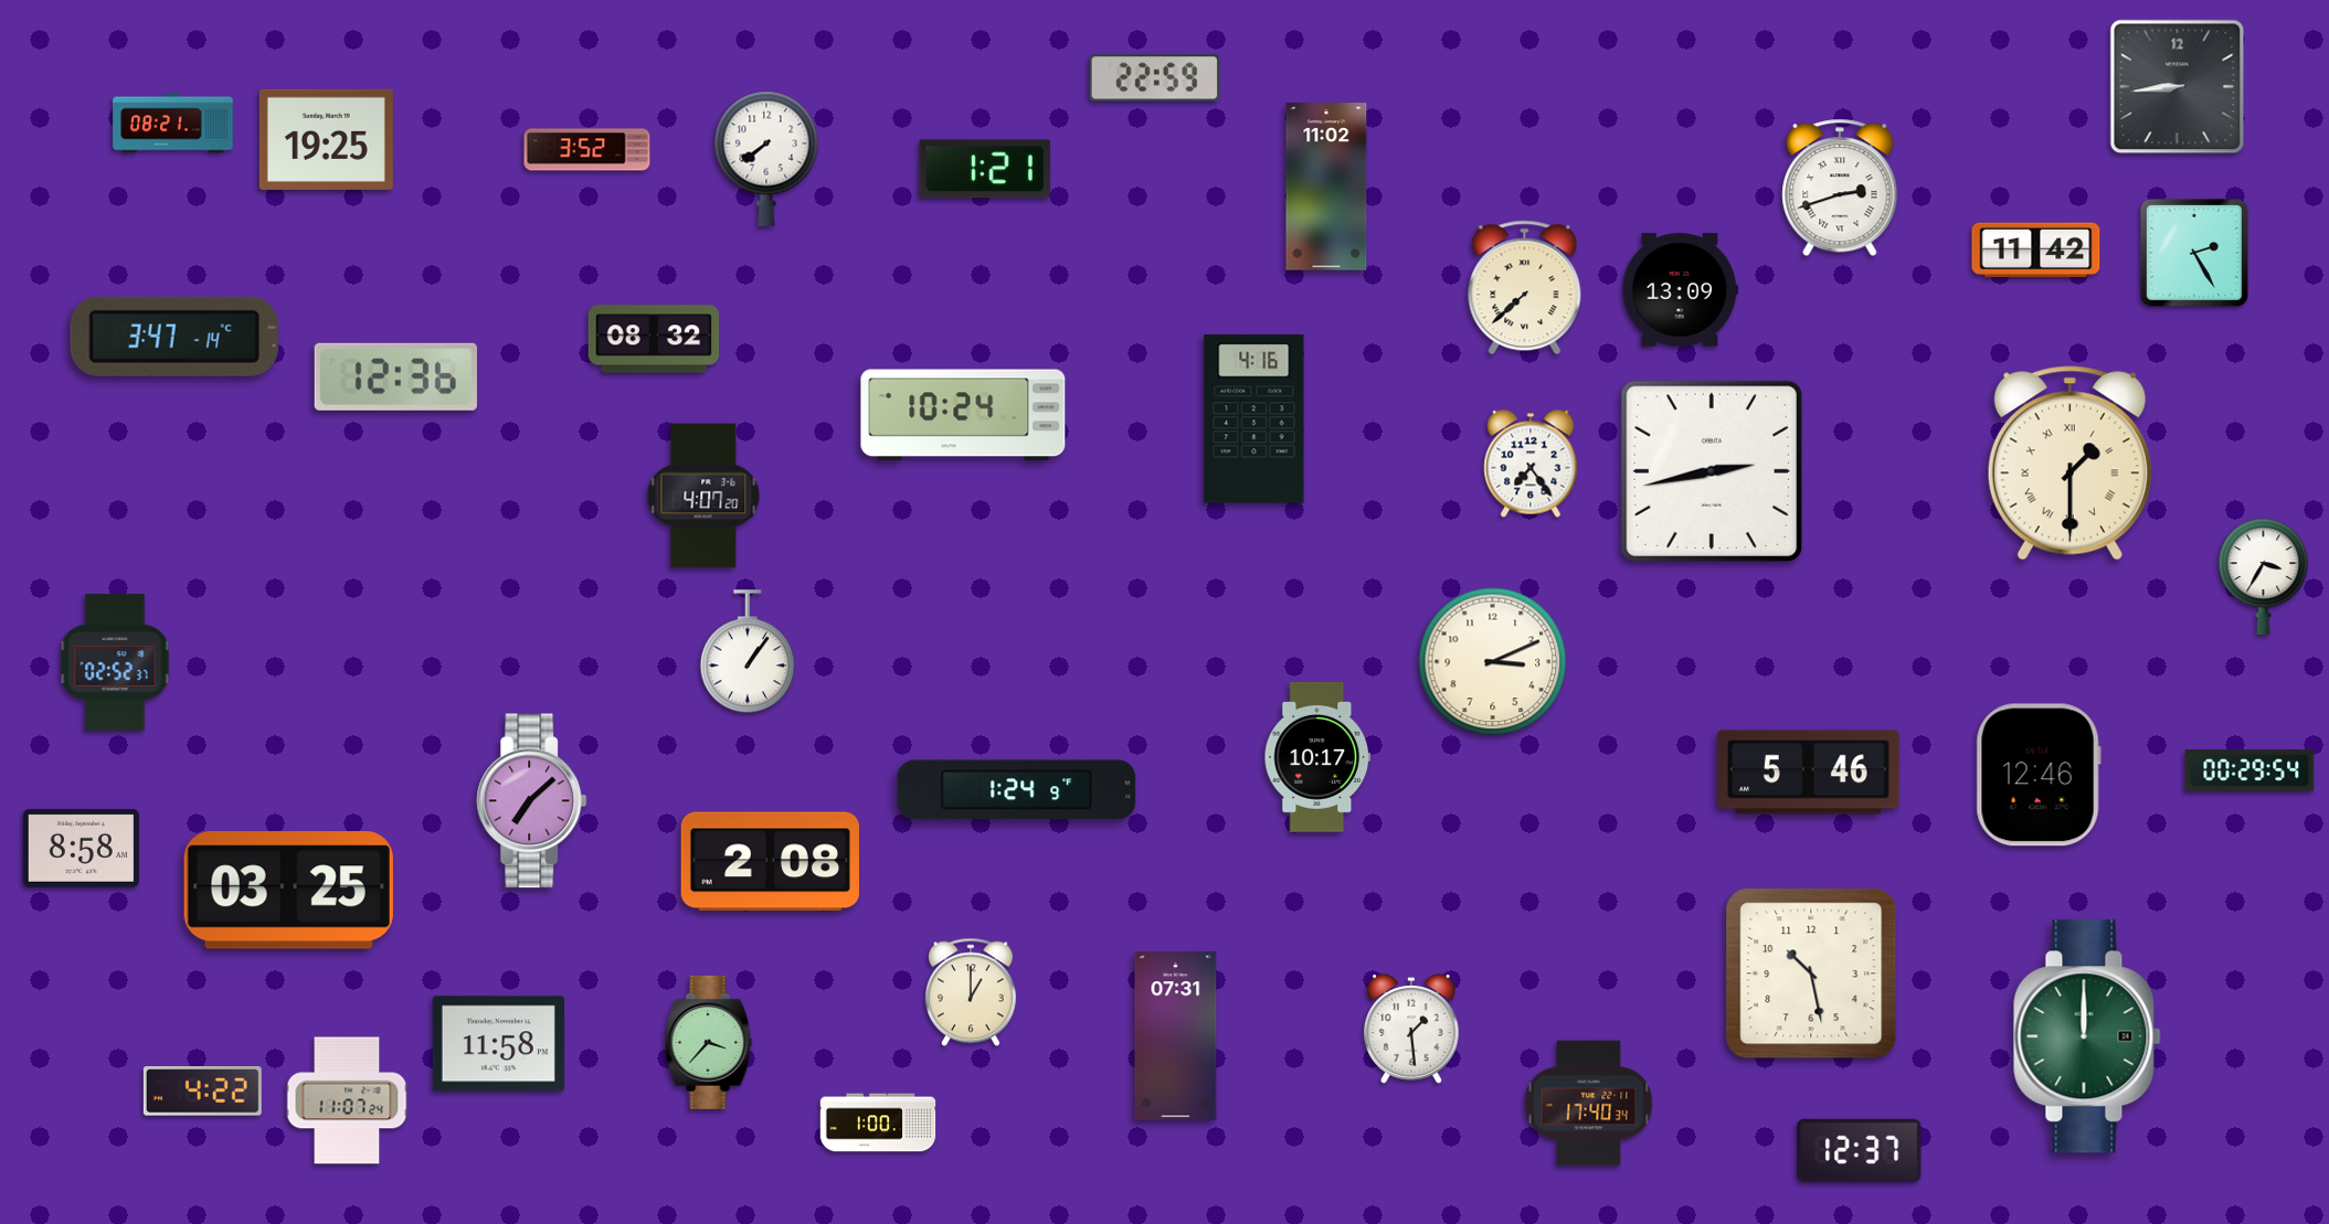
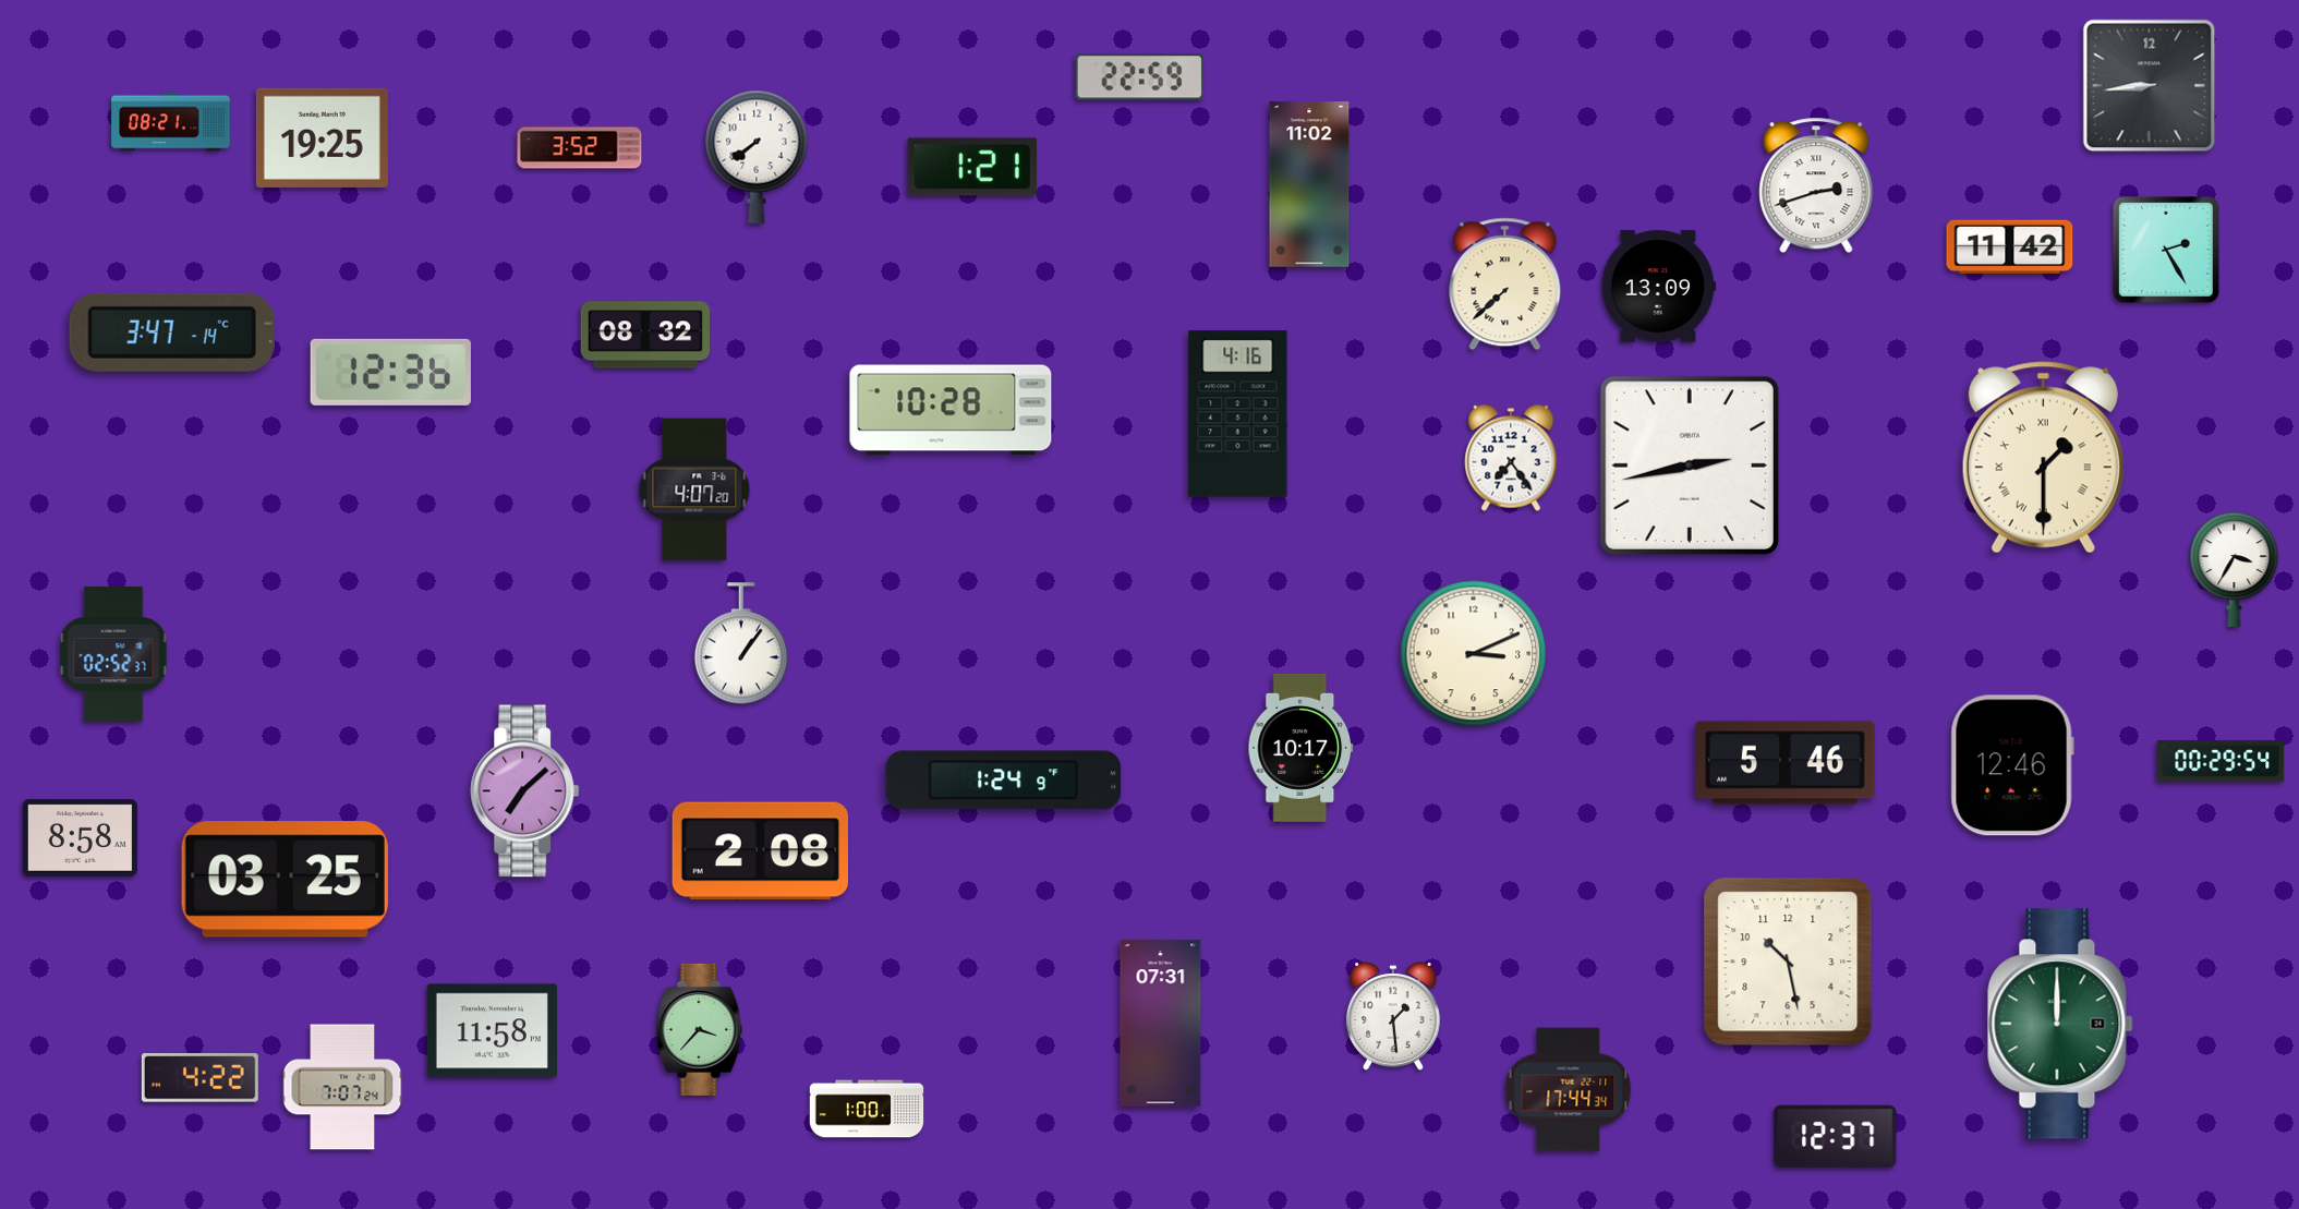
clock at (963, 415): 10:24 -> 10:28
clock at (748, 652) position: (748, 652) -> (741, 644)
clock at (971, 992): 1:00 -> none
clock at (347, 1100): 11:07 -> 7:07
clock at (1589, 1104): 17:40 -> 17:44
